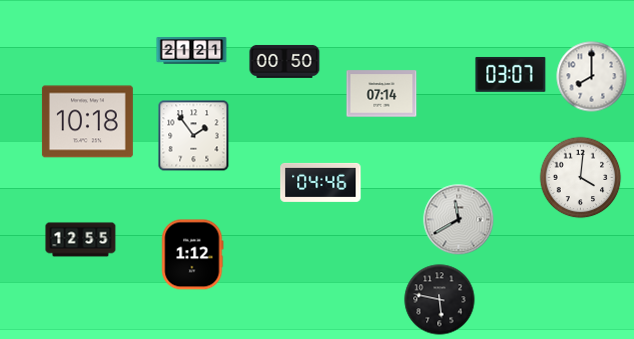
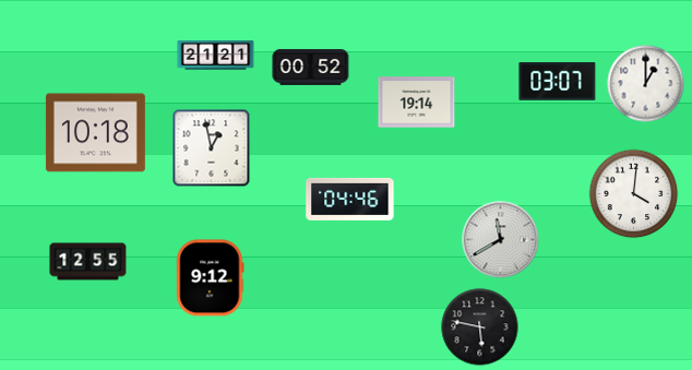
clock at (192, 51) position: (192, 51) -> (216, 56)
clock at (285, 61): 00:50 -> 00:52
clock at (592, 77): 8:00 -> 1:00
clock at (382, 94): 07:14 -> 19:14
clock at (194, 136): 1:54 -> 12:58
clock at (193, 255): 1:12 -> 9:12
